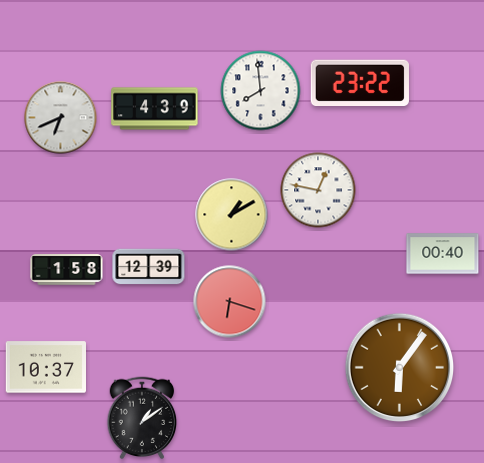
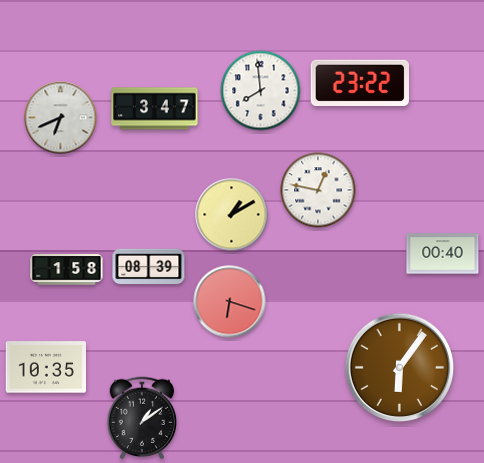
clock at (155, 109): 4:39 -> 3:47
clock at (149, 267): 12:39 -> 08:39
clock at (45, 367): 10:37 -> 10:35
